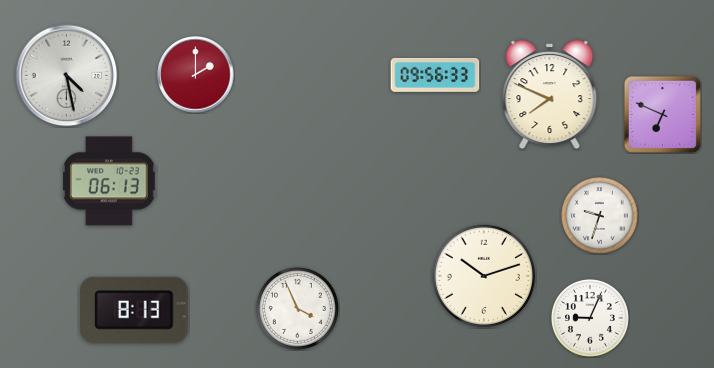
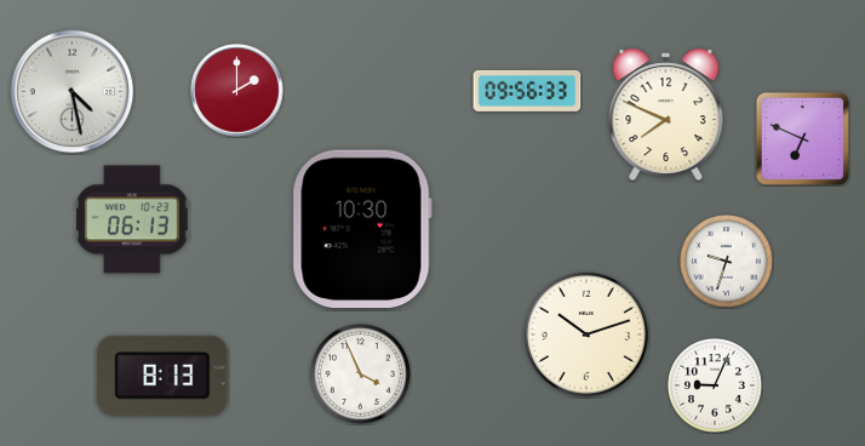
clock at (67, 76) position: (67, 76) -> (73, 92)
clock at (362, 228): none -> 10:30
